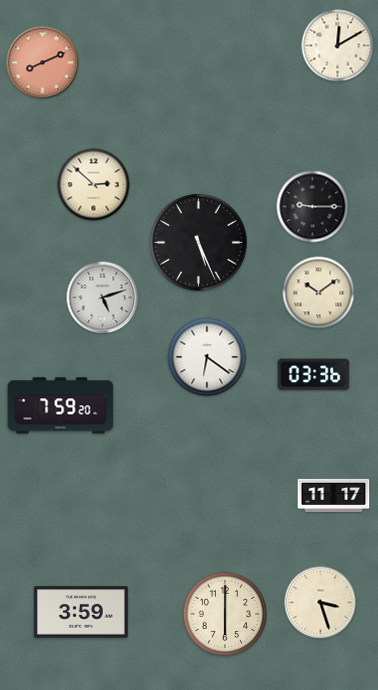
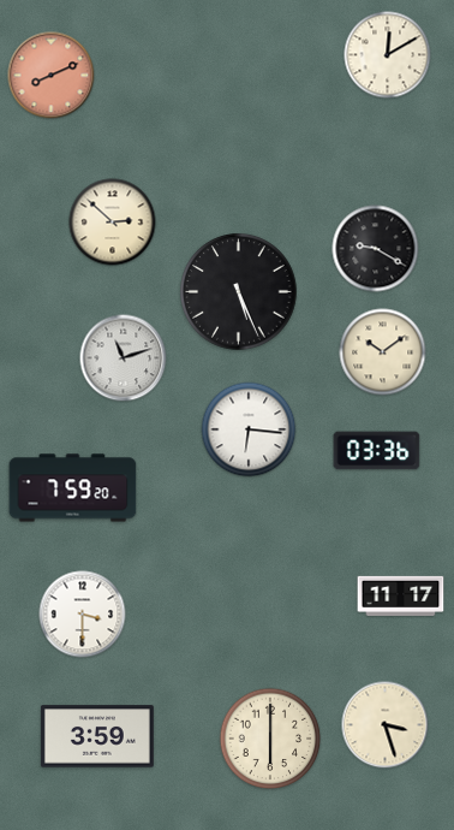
clock at (338, 46) position: (338, 46) -> (388, 55)
clock at (313, 207): 9:15 -> 9:20
clock at (103, 298): 5:12 -> 11:12
clock at (207, 357): 6:21 -> 6:16
clock at (83, 615): none -> 3:30
